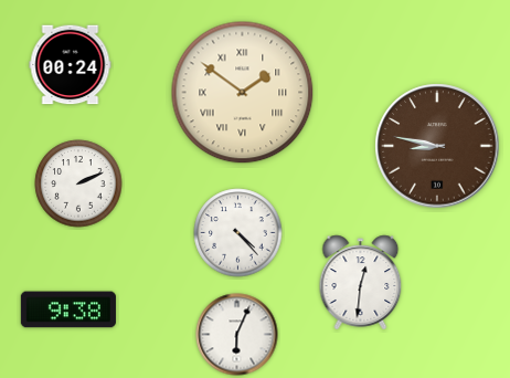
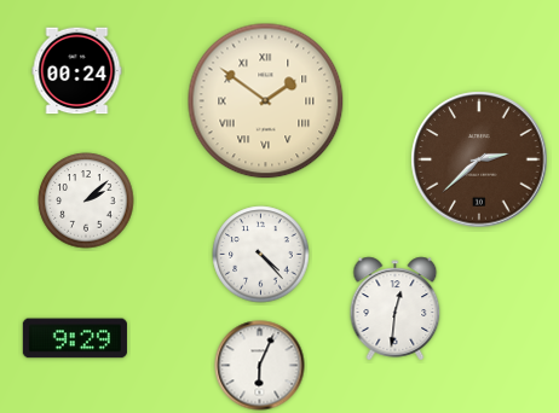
clock at (437, 146): 8:47 -> 2:38
clock at (78, 183): 2:11 -> 2:08
clock at (68, 309): 9:38 -> 9:29
